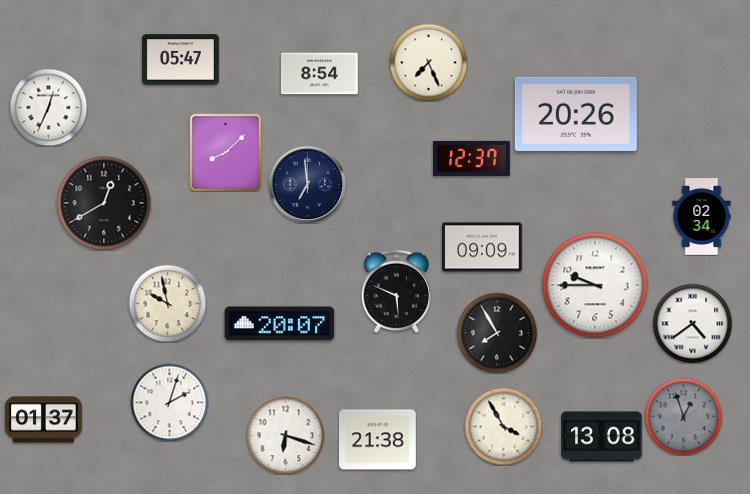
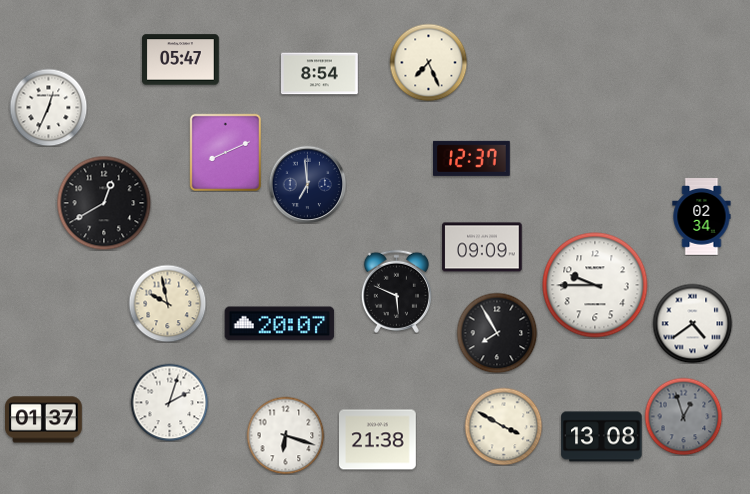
clock at (576, 114): 20:26 -> none
clock at (226, 152): 8:08 -> 8:11
clock at (503, 426): 3:55 -> 3:50
